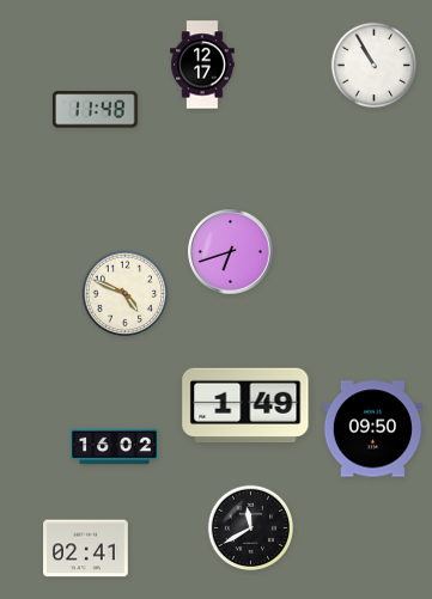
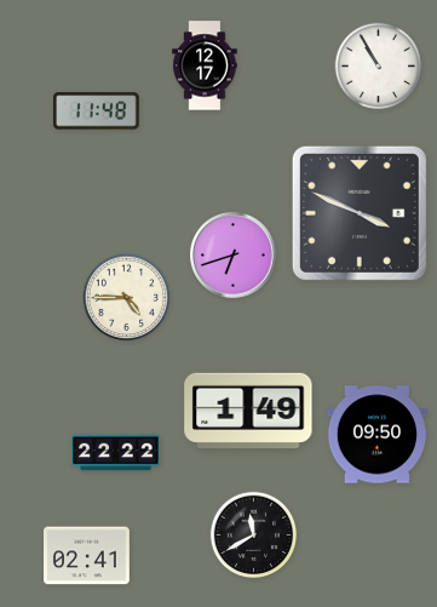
clock at (360, 213): none -> 3:49
clock at (126, 294): 4:49 -> 4:45
clock at (115, 447): 16:02 -> 22:22
